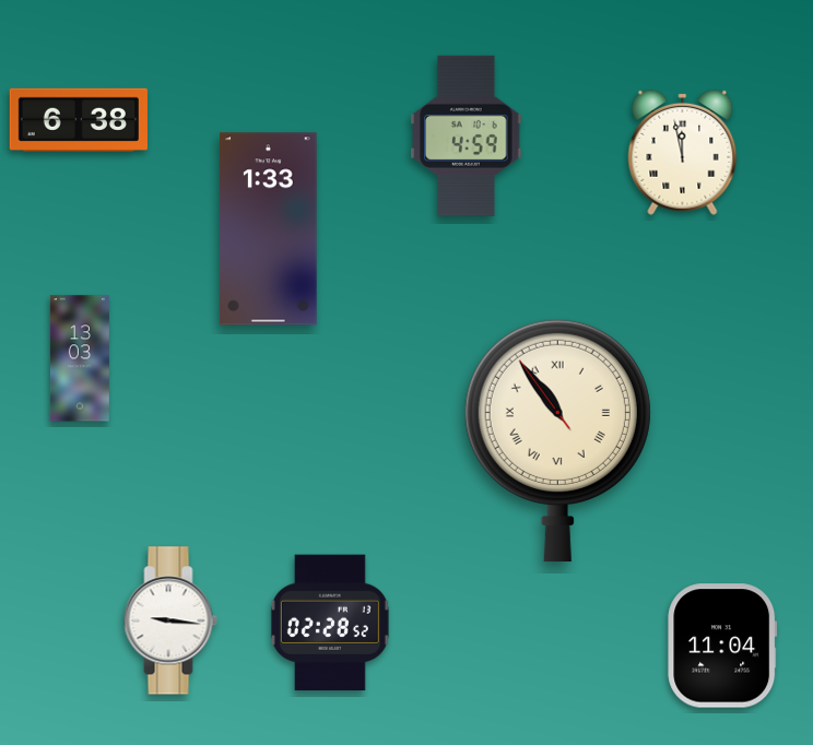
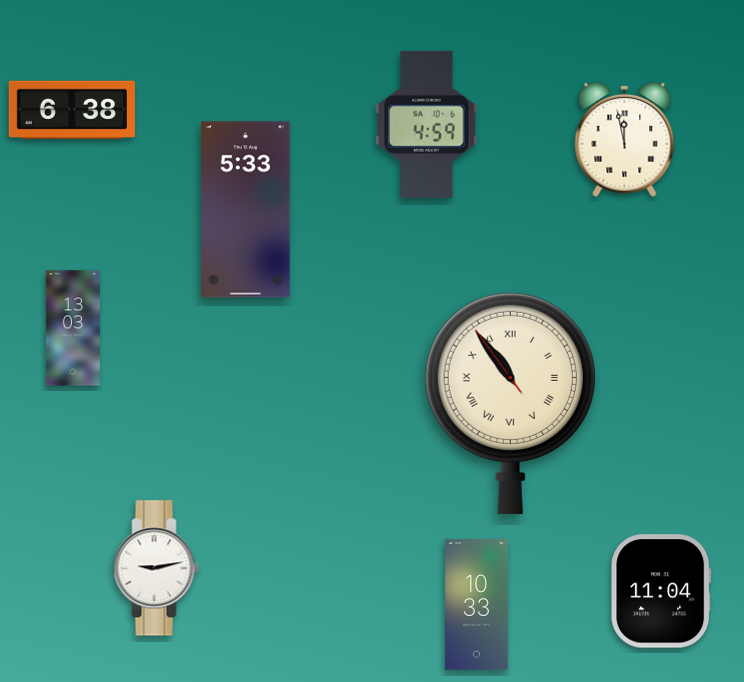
clock at (269, 229): 1:33 -> 5:33
clock at (170, 620): 9:16 -> 9:13
clock at (330, 623): 02:28 -> none
clock at (477, 605): none -> 10:33
